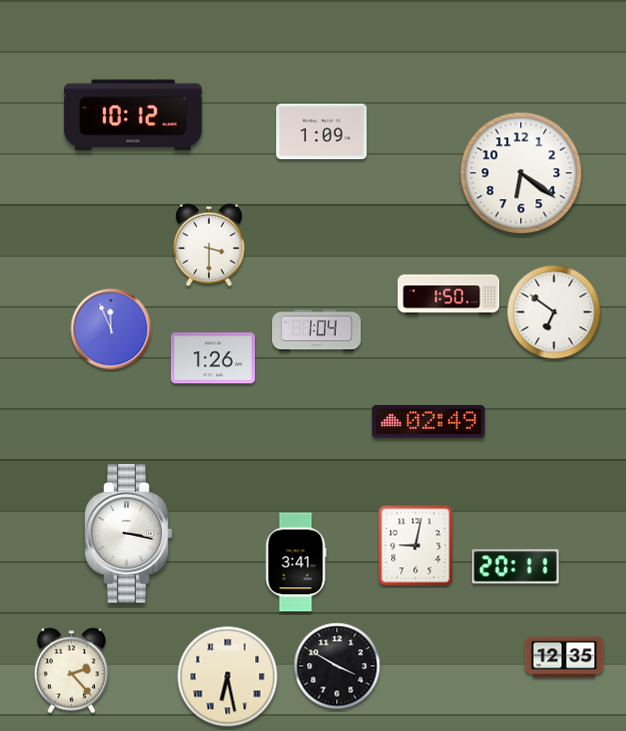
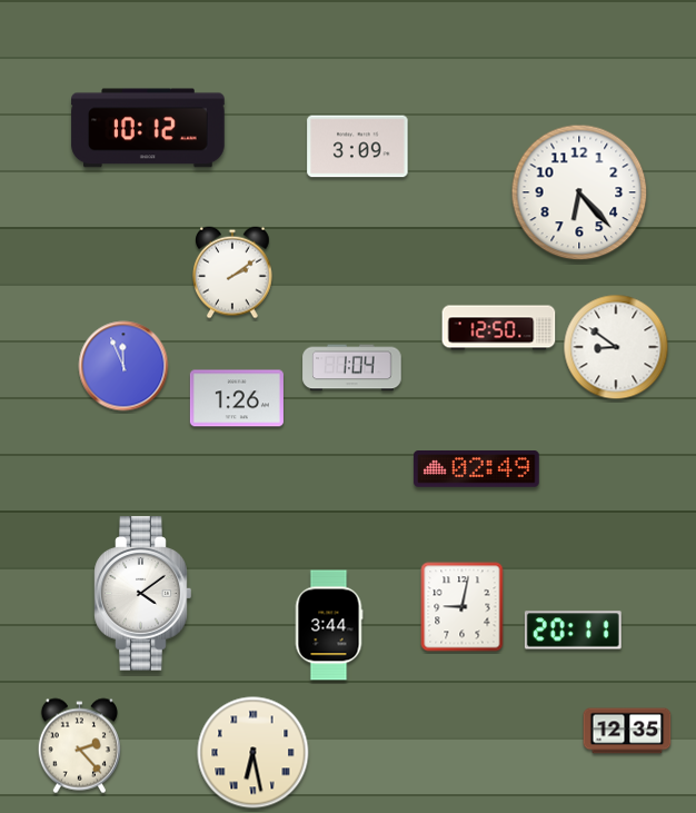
clock at (322, 132): 1:09 -> 3:09
clock at (521, 173): 6:21 -> 6:23
clock at (210, 245): 3:30 -> 2:09
clock at (449, 295): 1:50 -> 12:50
clock at (554, 312): 6:51 -> 8:51
clock at (129, 534): 3:17 -> 4:09
clock at (296, 562): 3:41 -> 3:44
clock at (337, 666): 3:50 -> none
